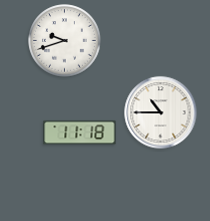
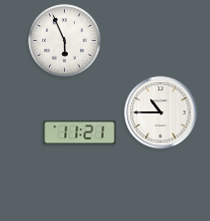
clock at (65, 41): 9:42 -> 5:56
clock at (80, 133): 11:18 -> 11:21
